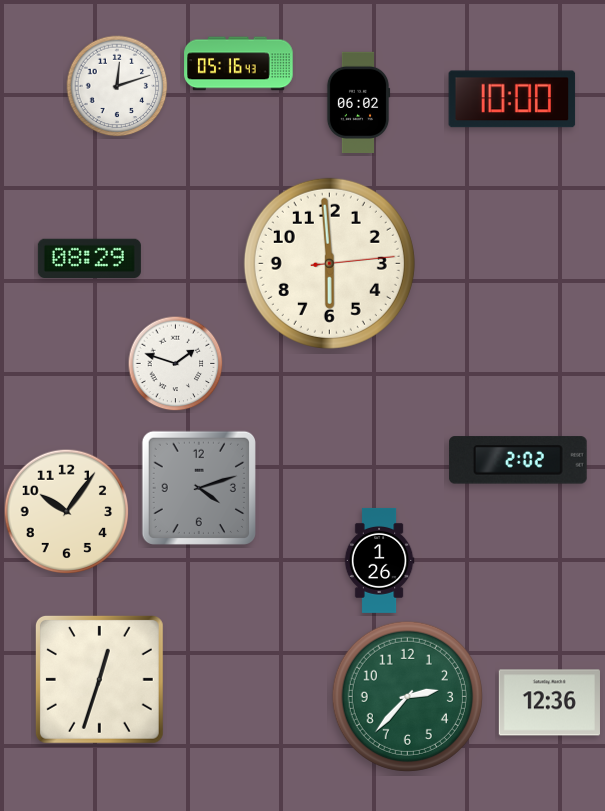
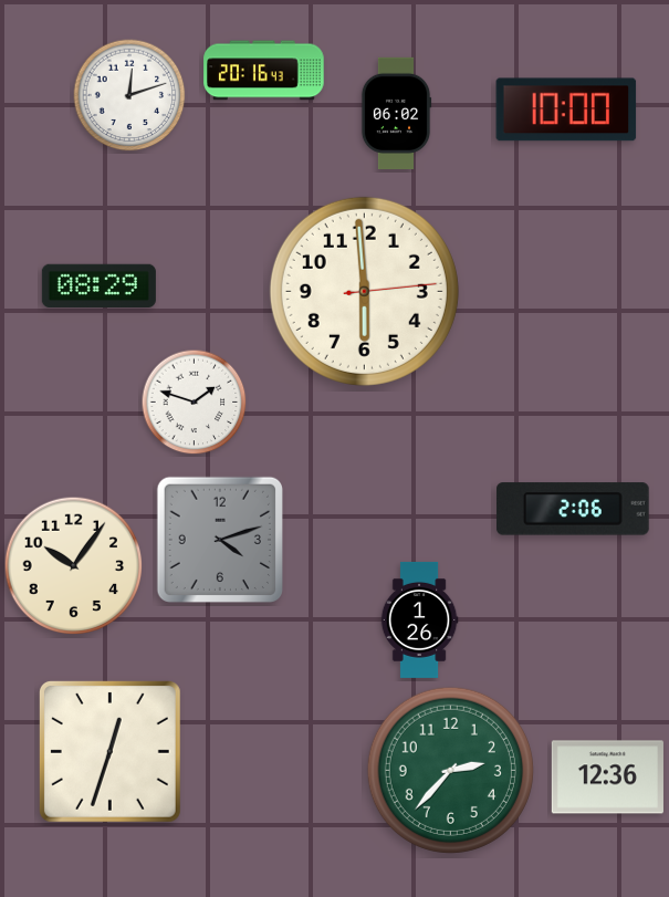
clock at (239, 64): 05:16 -> 20:16
clock at (519, 460): 2:02 -> 2:06
